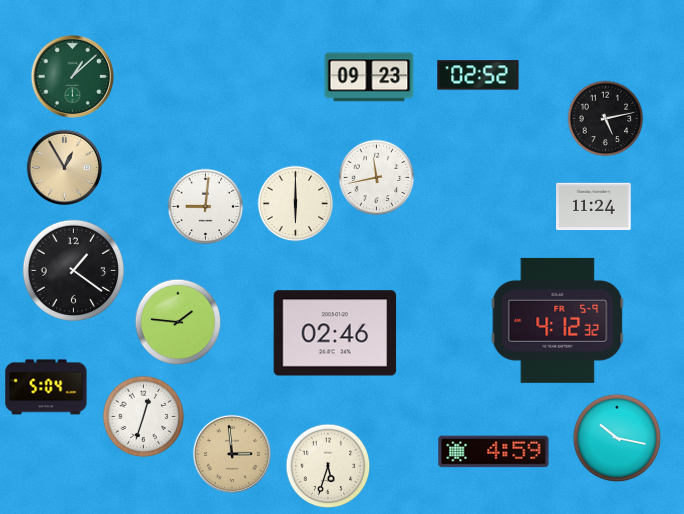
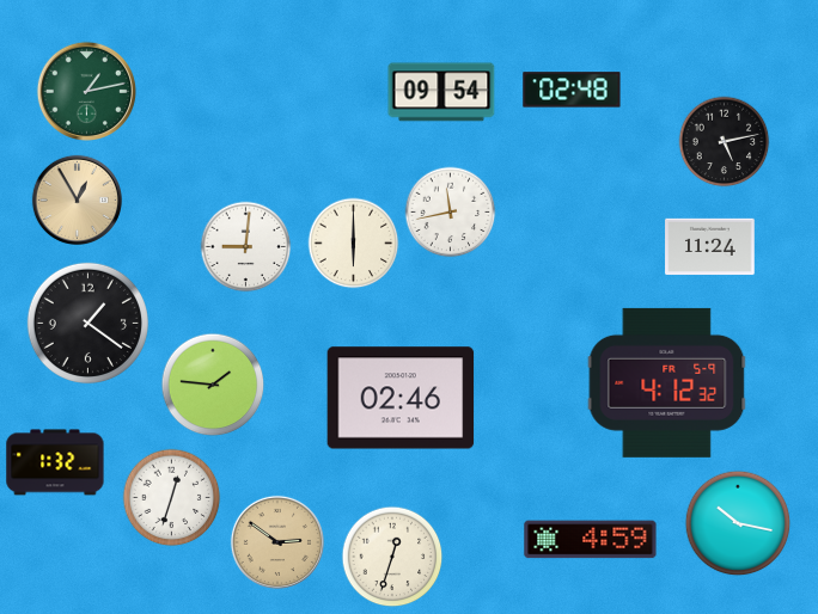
clock at (478, 75): 02:52 -> 02:48
clock at (72, 76): 1:08 -> 1:13
clock at (369, 77): 09:23 -> 09:54
clock at (46, 387): 5:04 -> 1:32
clock at (232, 454): 2:59 -> 2:51
clock at (328, 466): 5:33 -> 12:33
